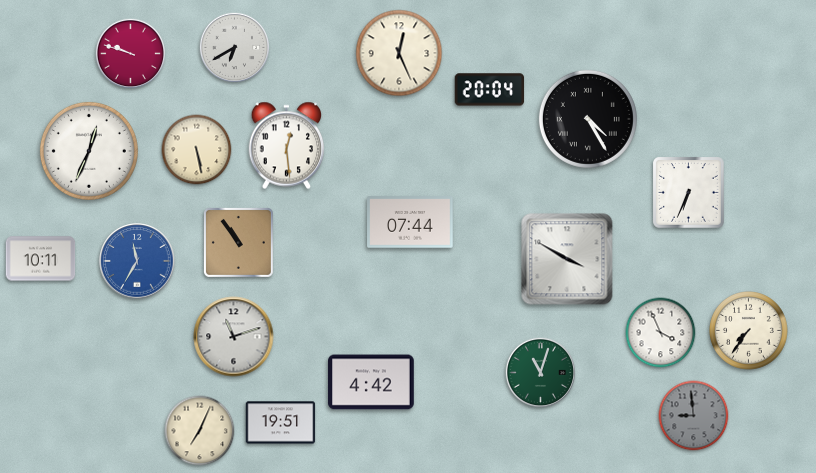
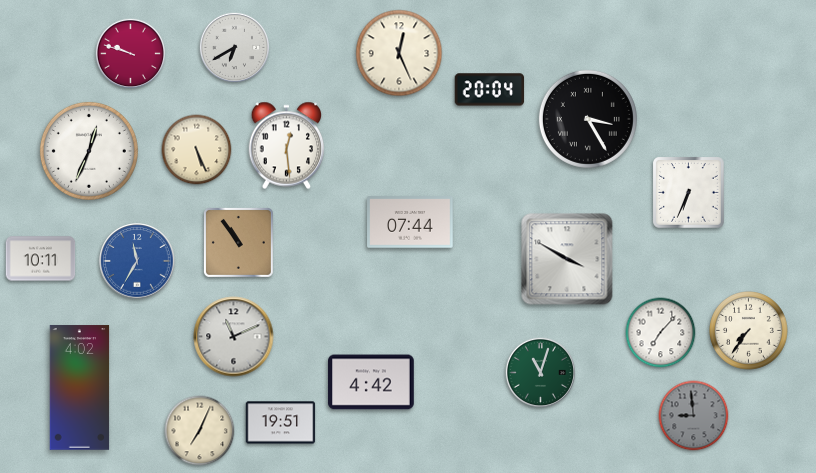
clock at (588, 119): 4:25 -> 3:25
clock at (197, 150): 5:28 -> 5:26
clock at (661, 333): 3:56 -> 7:07
clock at (234, 337): 11:12 -> 11:11
clock at (80, 388): none -> 4:02
